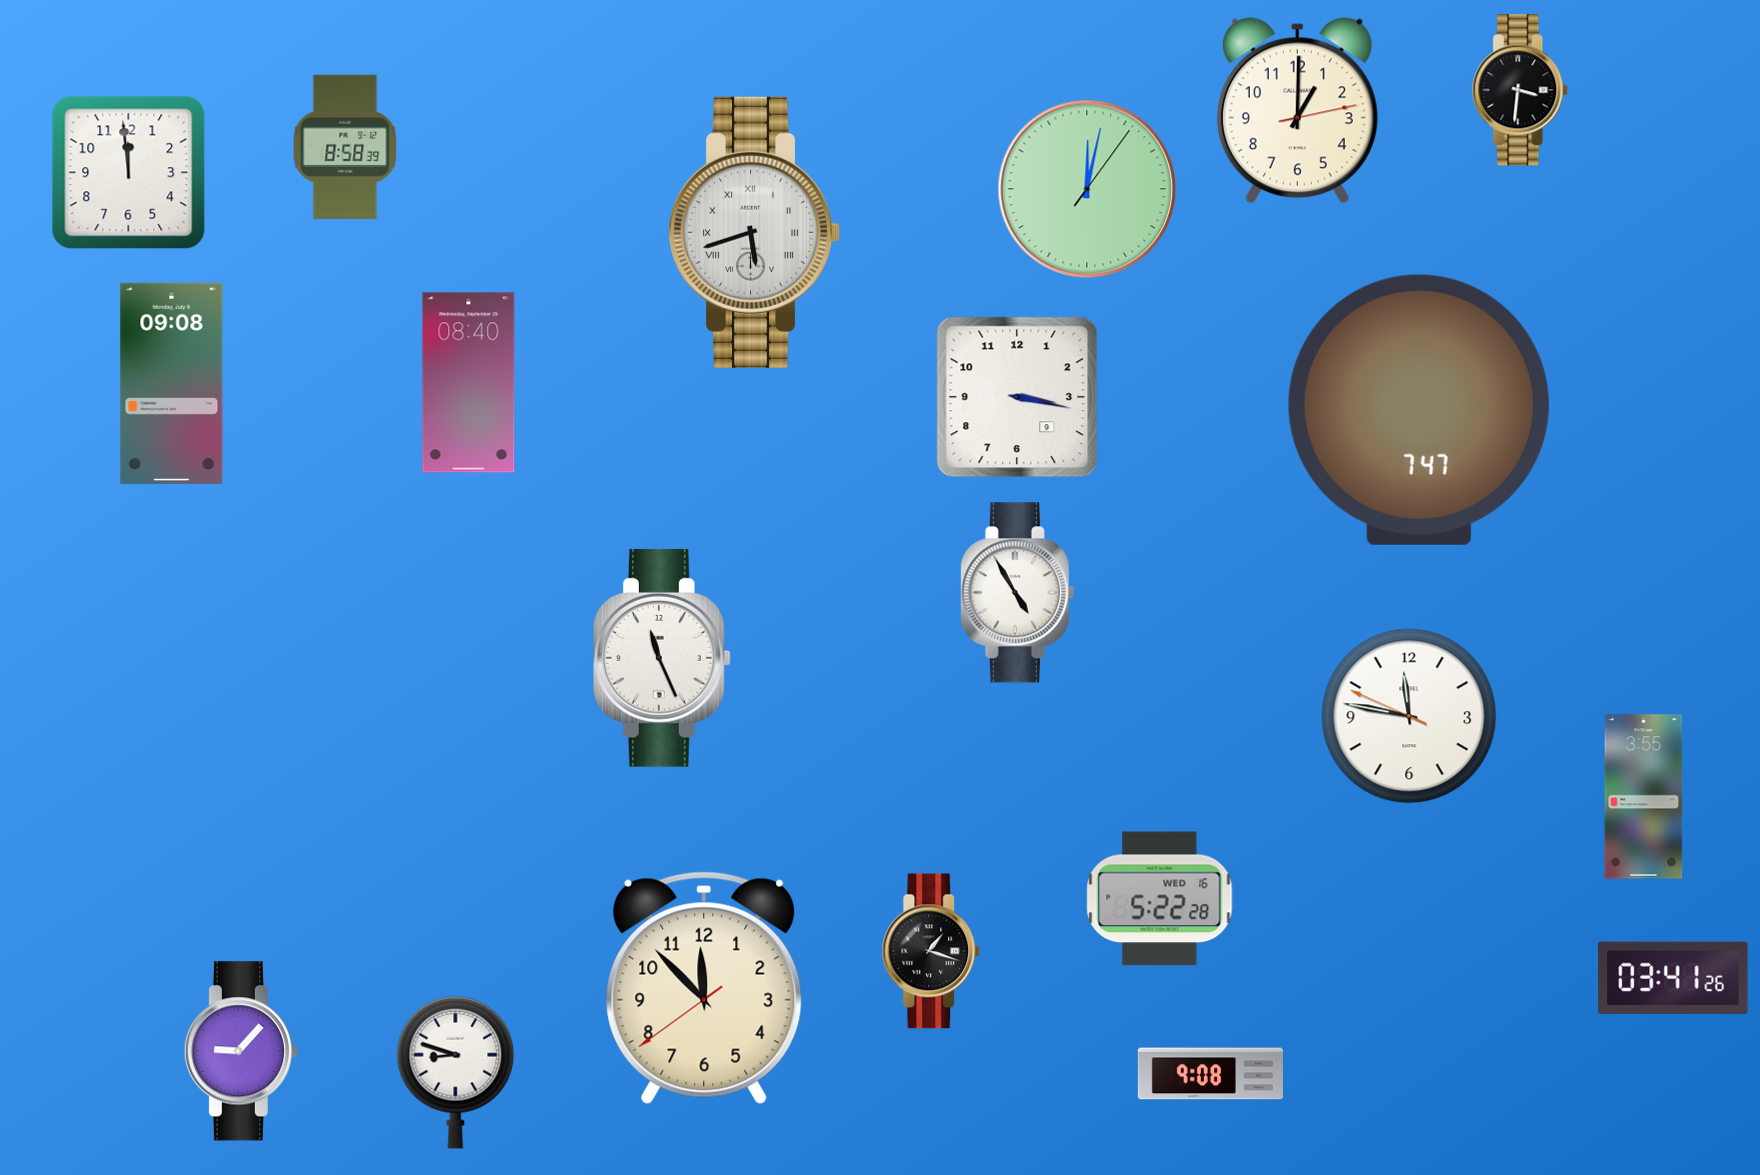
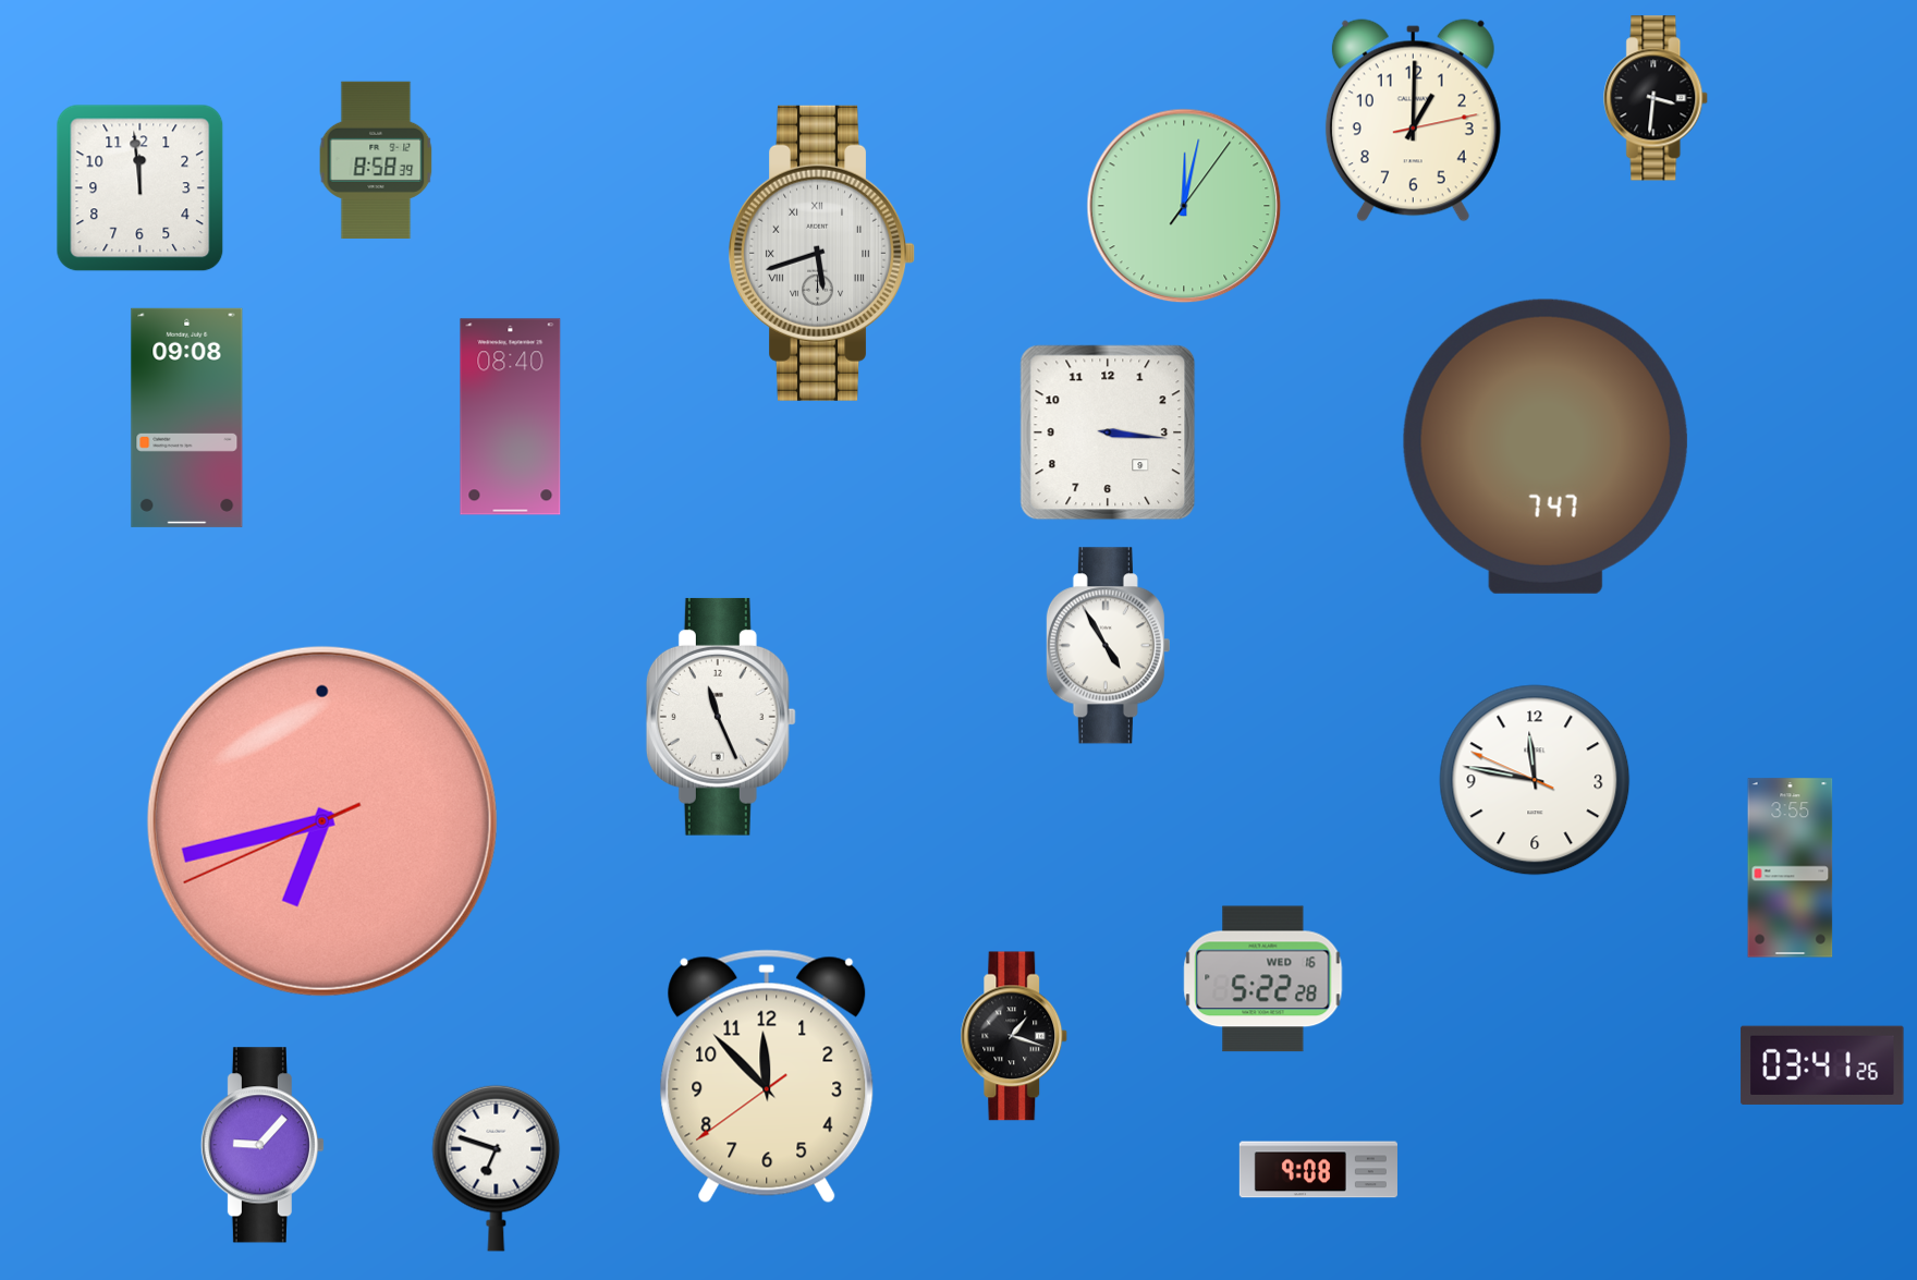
clock at (1017, 397): 3:17 -> 3:16
clock at (322, 821): none -> 6:42
clock at (456, 1072): 8:48 -> 6:48
